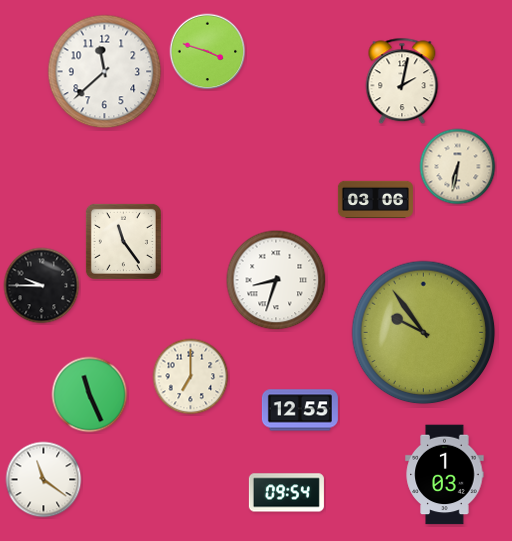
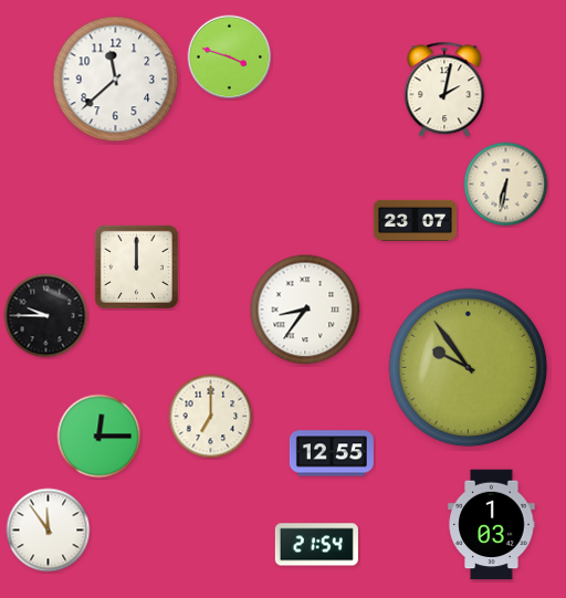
clock at (375, 199): 03:06 -> 23:07
clock at (123, 241): 11:24 -> 12:00
clock at (276, 280): 8:33 -> 8:36
clock at (90, 395): 11:26 -> 12:15
clock at (44, 480): 11:21 -> 11:54
clock at (286, 493): 09:54 -> 21:54
